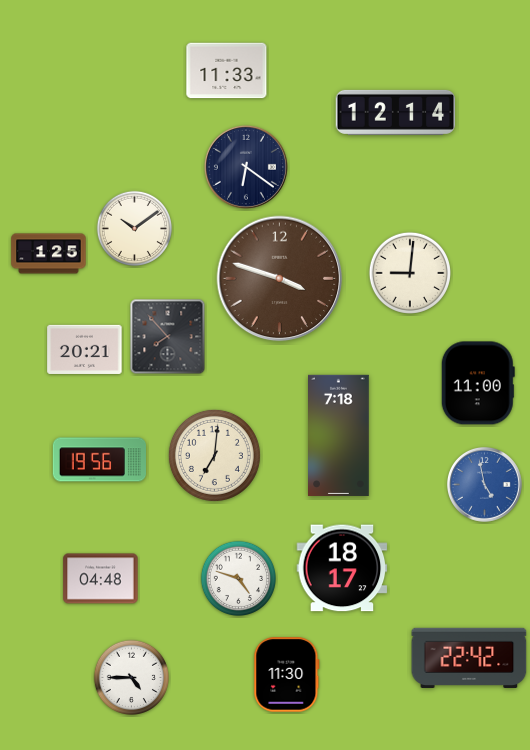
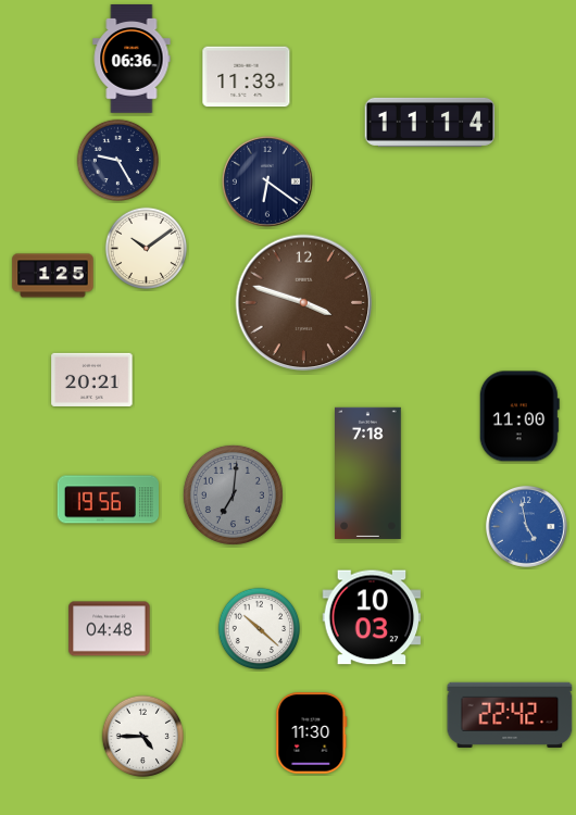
clock at (132, 59): none -> 06:36
clock at (396, 112): 12:14 -> 11:14
clock at (118, 161): none -> 9:25
clock at (410, 273): 9:01 -> none
clock at (168, 337): 7:53 -> none
clock at (214, 455) dial: cream -> grey
clock at (342, 568): 18:17 -> 10:03
clock at (239, 579): 4:48 -> 10:22
